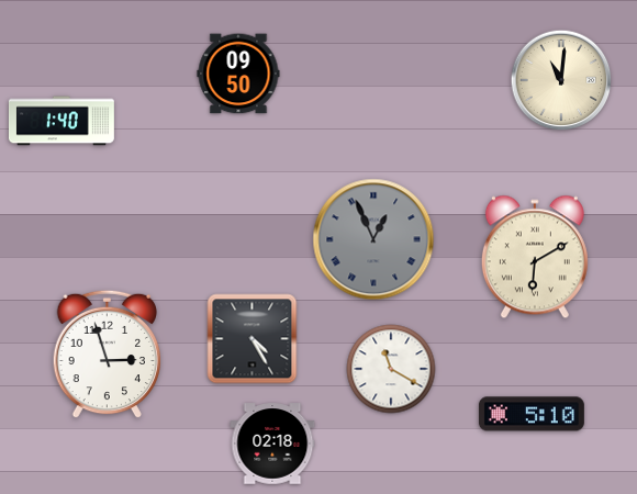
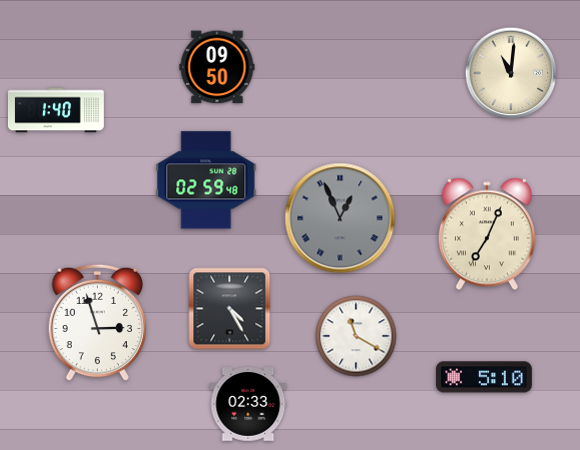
clock at (206, 180): none -> 02:59
clock at (535, 257): 6:10 -> 7:04
clock at (272, 444): 02:18 -> 02:33
